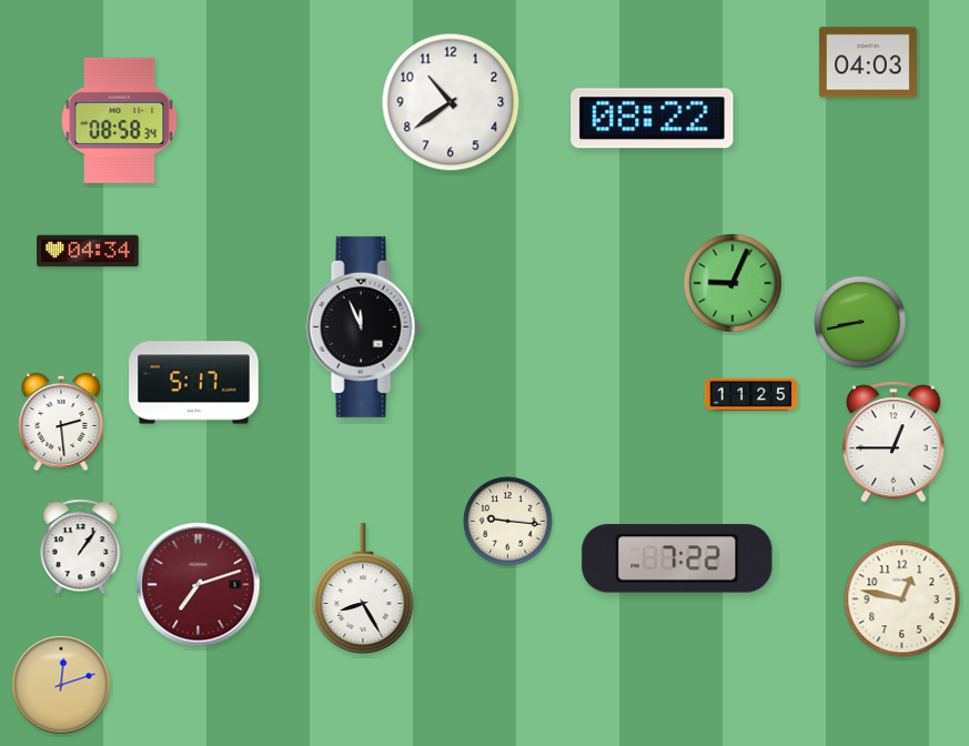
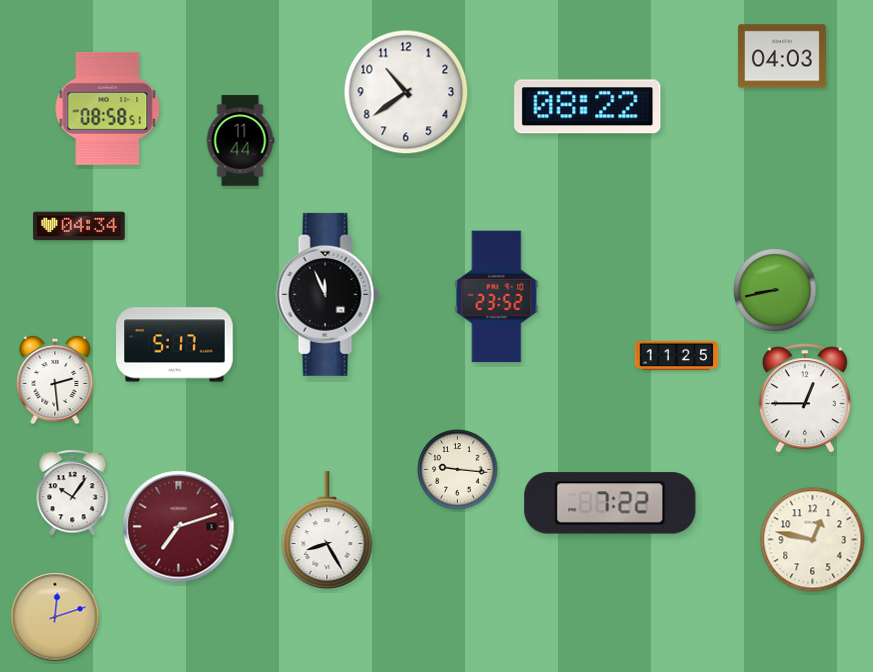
clock at (120, 120): 08:58:34 -> 08:58:51
clock at (240, 141): none -> 11:44
clock at (733, 283): 9:04 -> none
clock at (497, 297): none -> 23:52
clock at (81, 547): 1:06 -> 10:06
